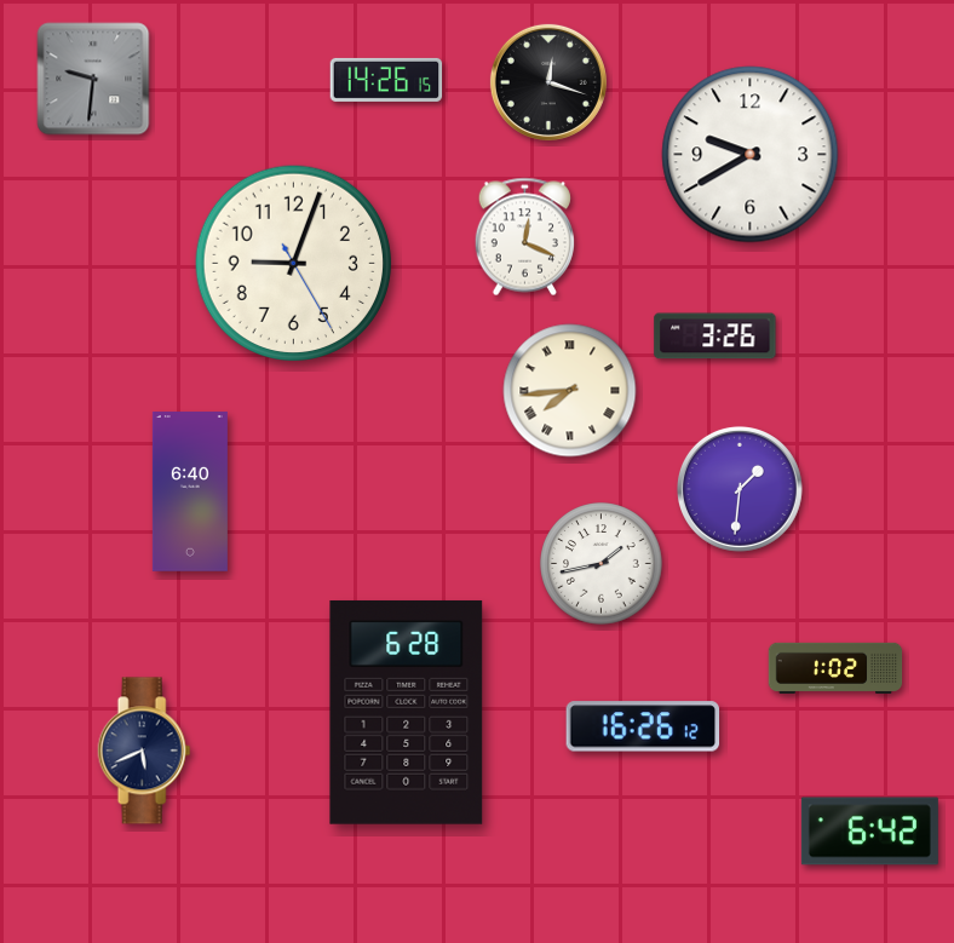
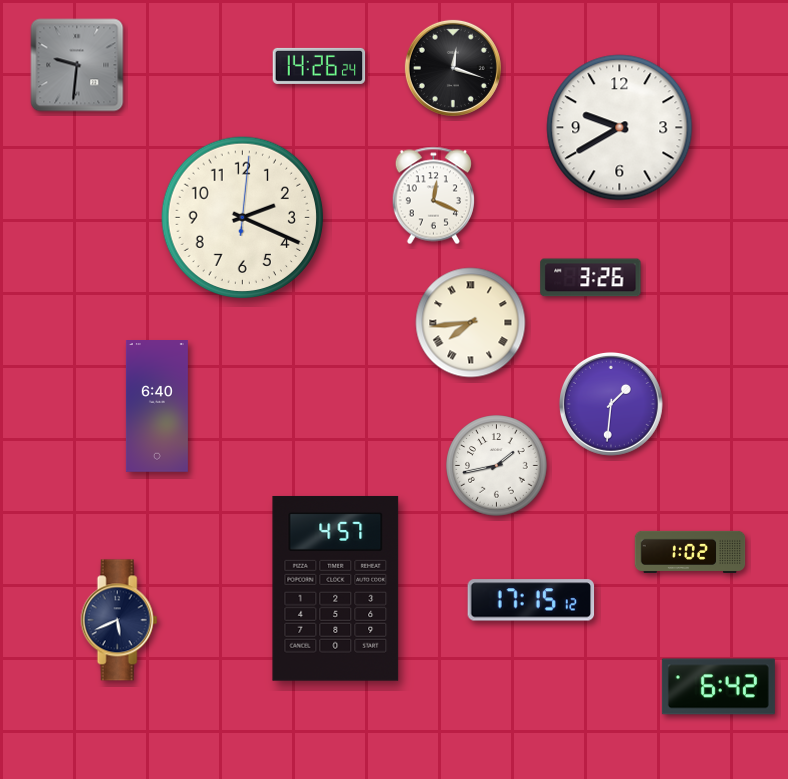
clock at (386, 80): 14:26:15 -> 14:26:24
clock at (294, 264): 9:03 -> 2:19
clock at (407, 712): 6:28 -> 4:57
clock at (643, 726): 16:26 -> 17:15
